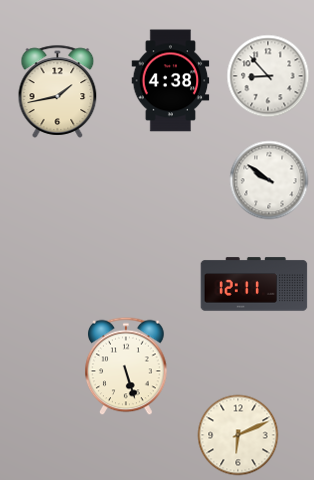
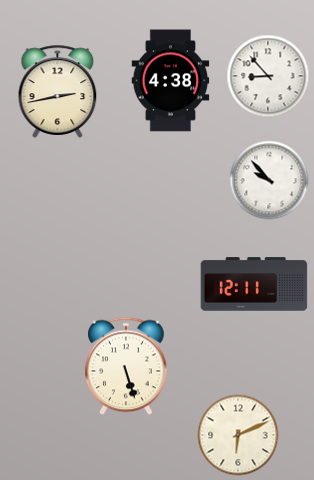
clock at (58, 91): 1:43 -> 2:43
clock at (269, 180): 9:51 -> 9:53
